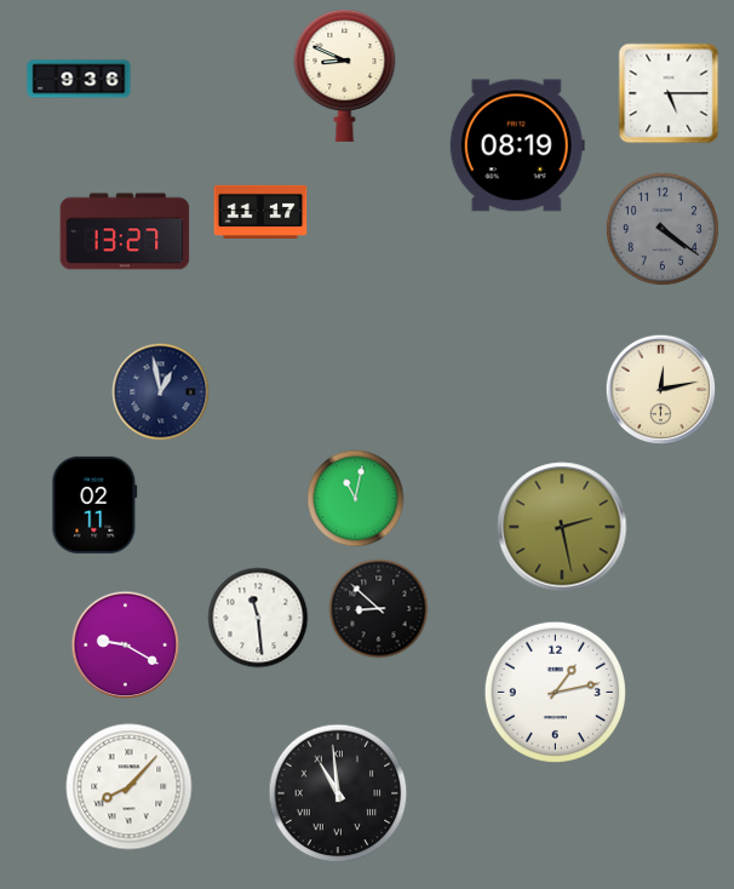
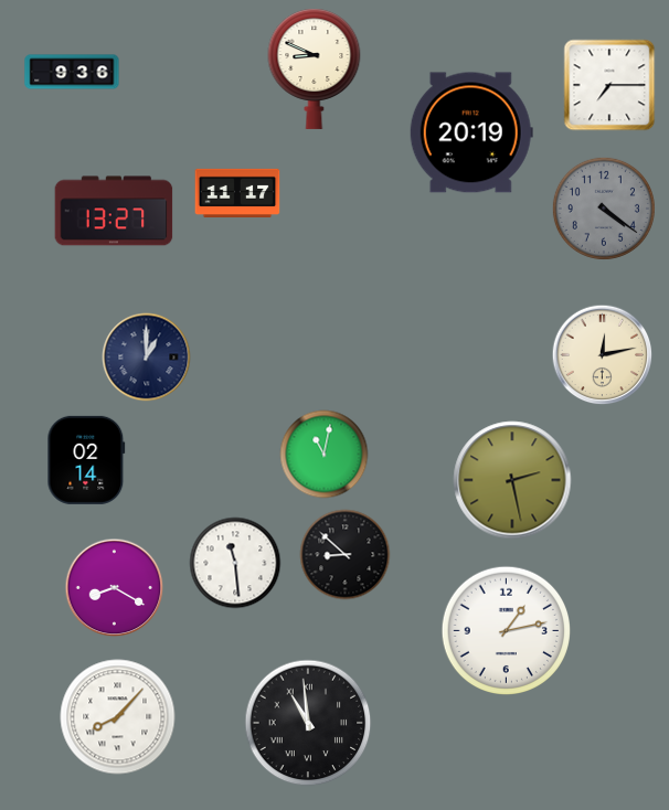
clock at (669, 93): 5:15 -> 7:15
clock at (517, 145): 08:19 -> 20:19
clock at (161, 392): 12:58 -> 1:00
clock at (94, 505): 02:11 -> 02:14
clock at (126, 646): 9:20 -> 8:20
